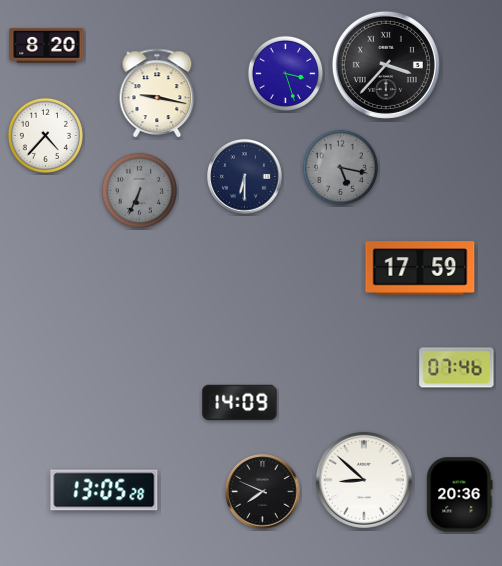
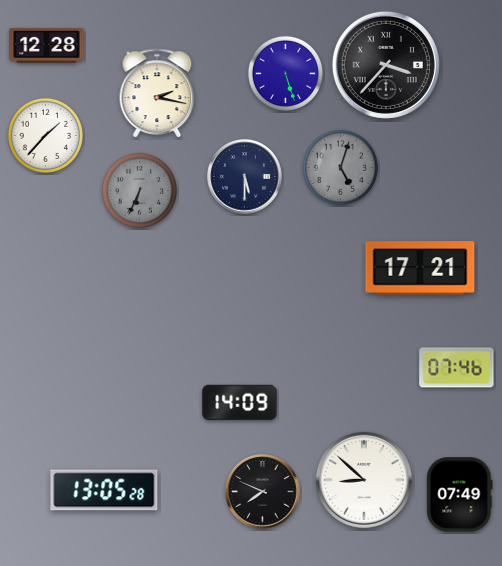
clock at (47, 45): 8:20 -> 12:28
clock at (285, 73): 3:27 -> 5:27
clock at (157, 93): 9:17 -> 2:17
clock at (45, 135): 4:37 -> 1:37
clock at (340, 167): 5:17 -> 5:03
clock at (245, 177): 6:30 -> 5:30
clock at (420, 268): 17:59 -> 17:21
clock at (460, 495): 20:36 -> 07:49
